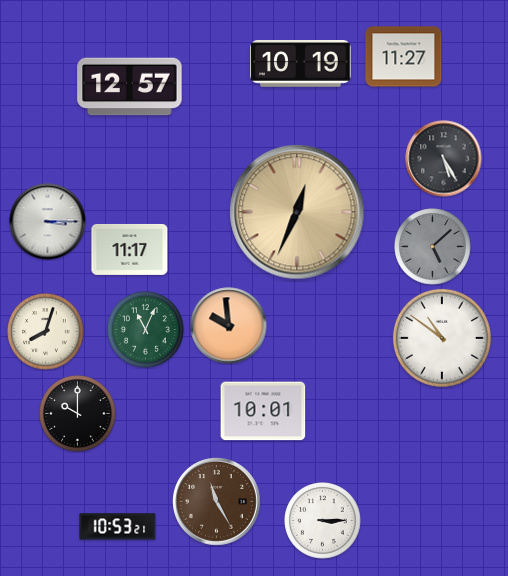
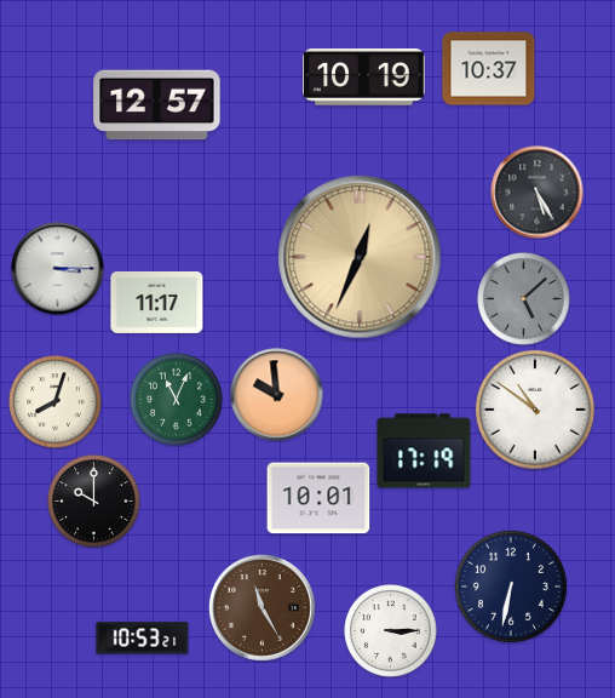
clock at (404, 57): 11:27 -> 10:37
clock at (424, 451): none -> 17:19
clock at (511, 587): none -> 6:32
